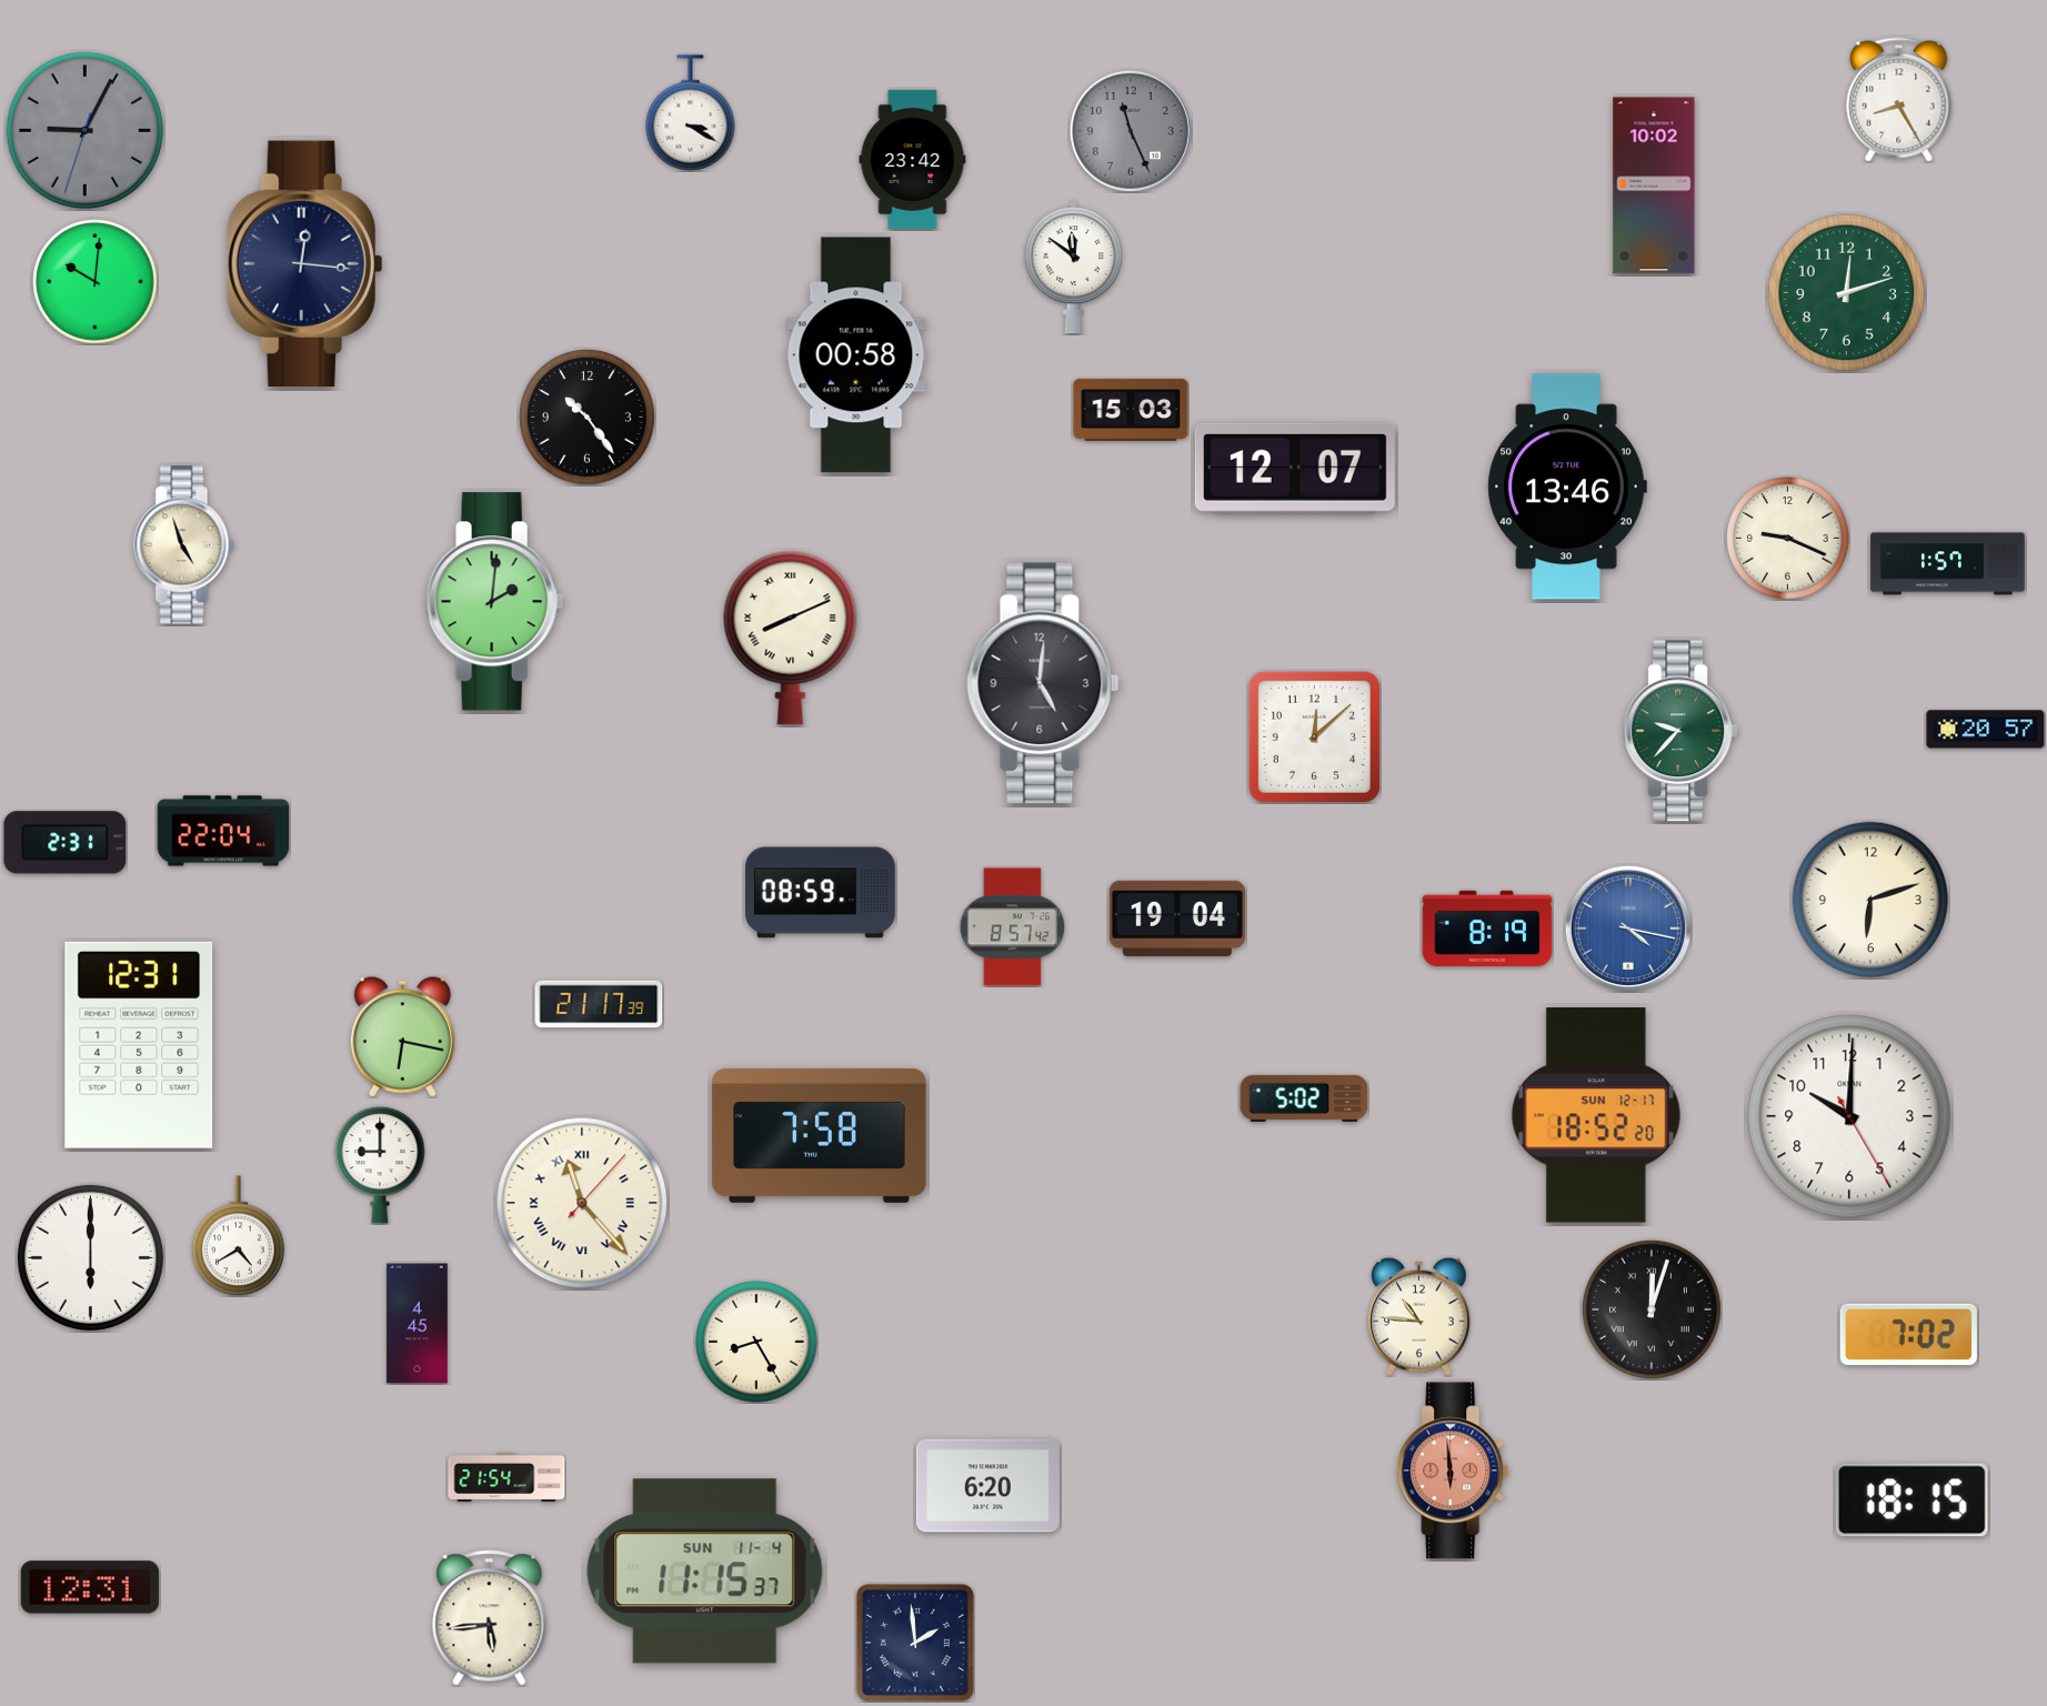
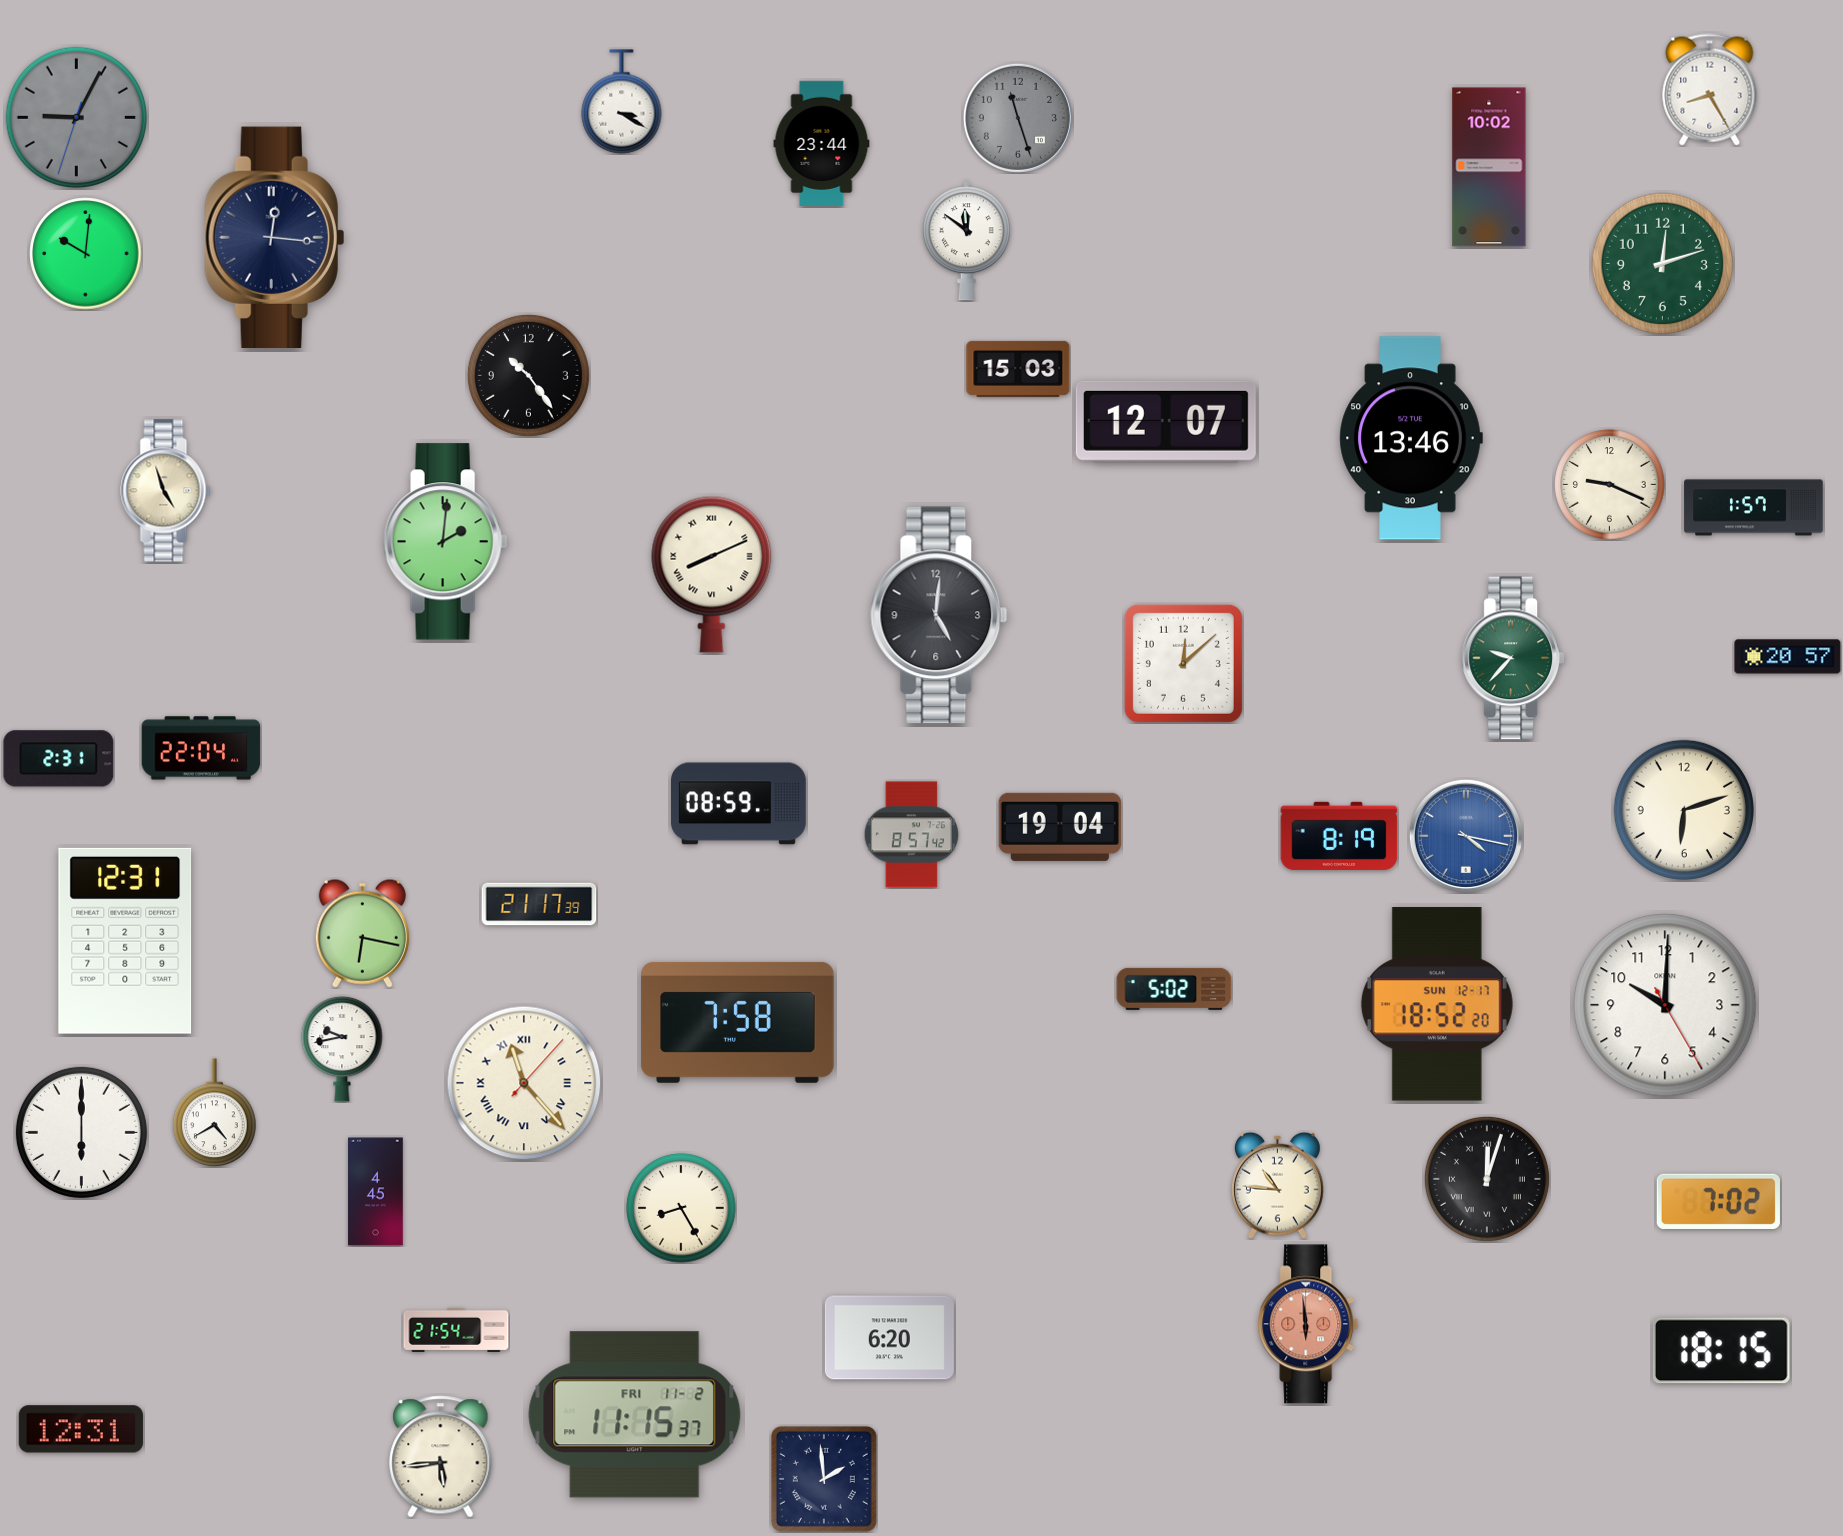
clock at (1131, 131): 11:26 -> 11:27
clock at (913, 159): 23:42 -> 23:44
clock at (856, 355): 00:58 -> none
clock at (380, 1165): 9:00 -> 9:43
clock at (705, 1572) date: SUN 11-4 -> FRI 11-2
